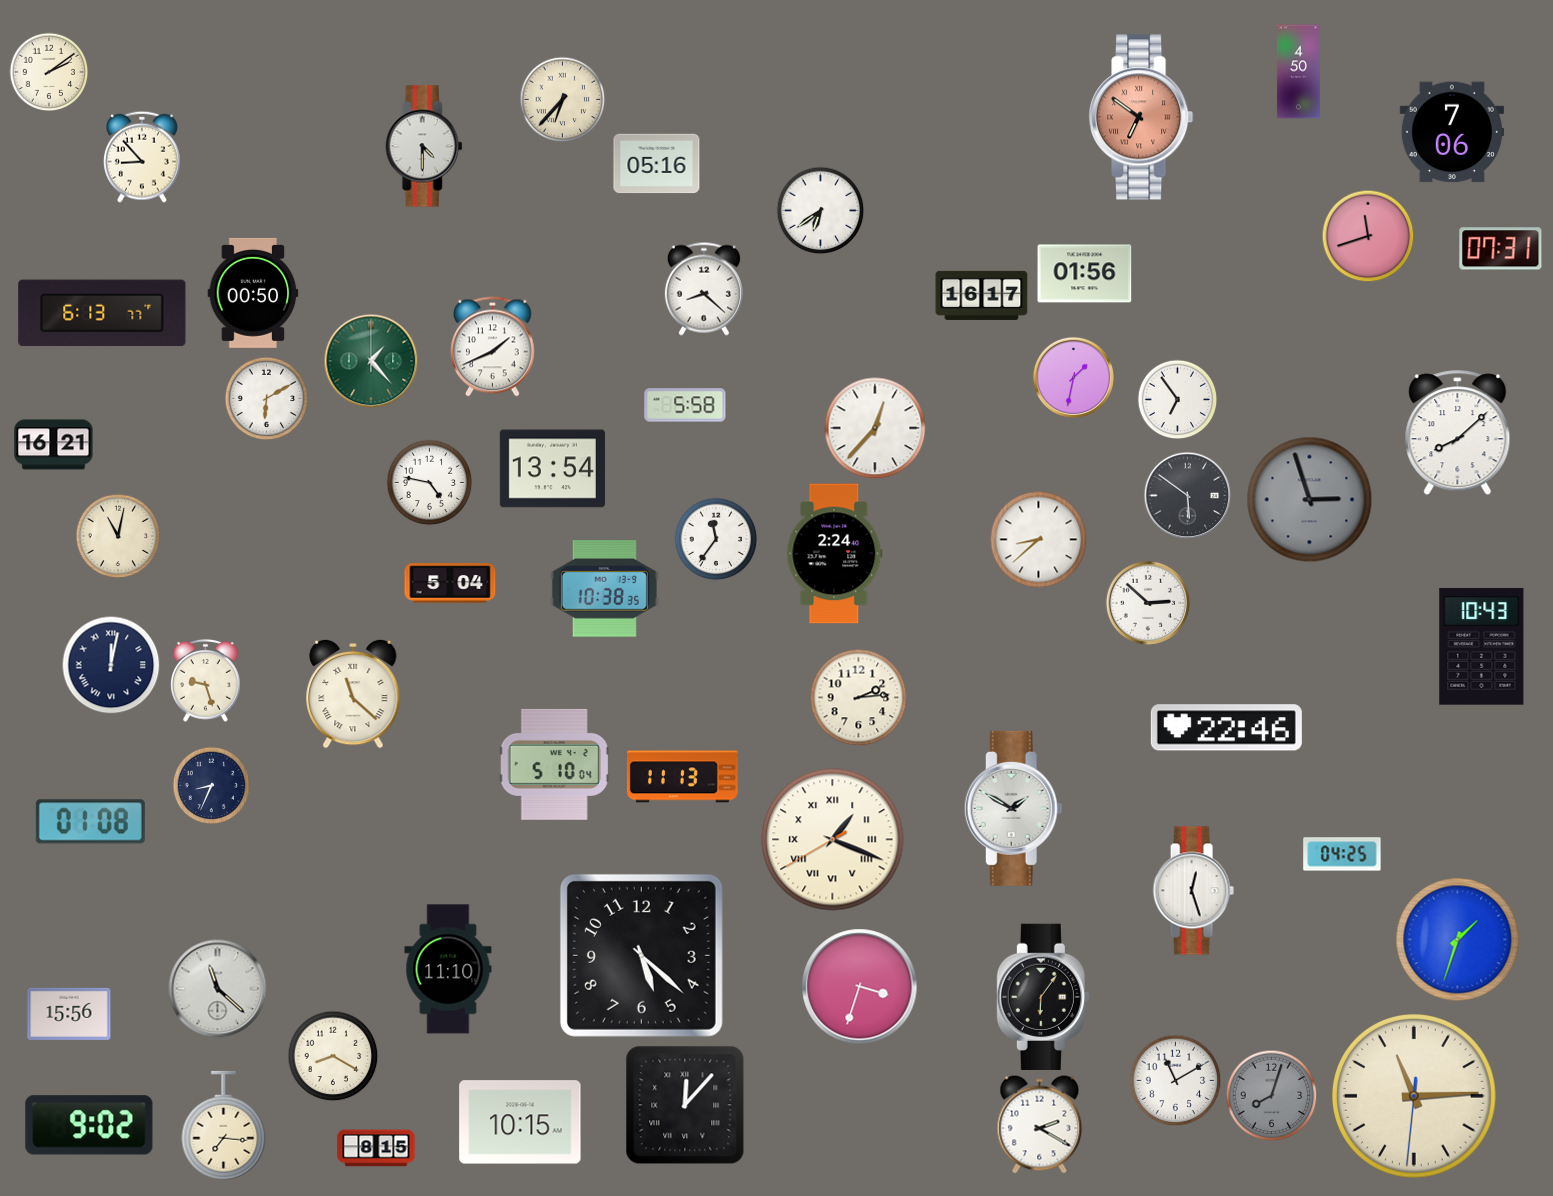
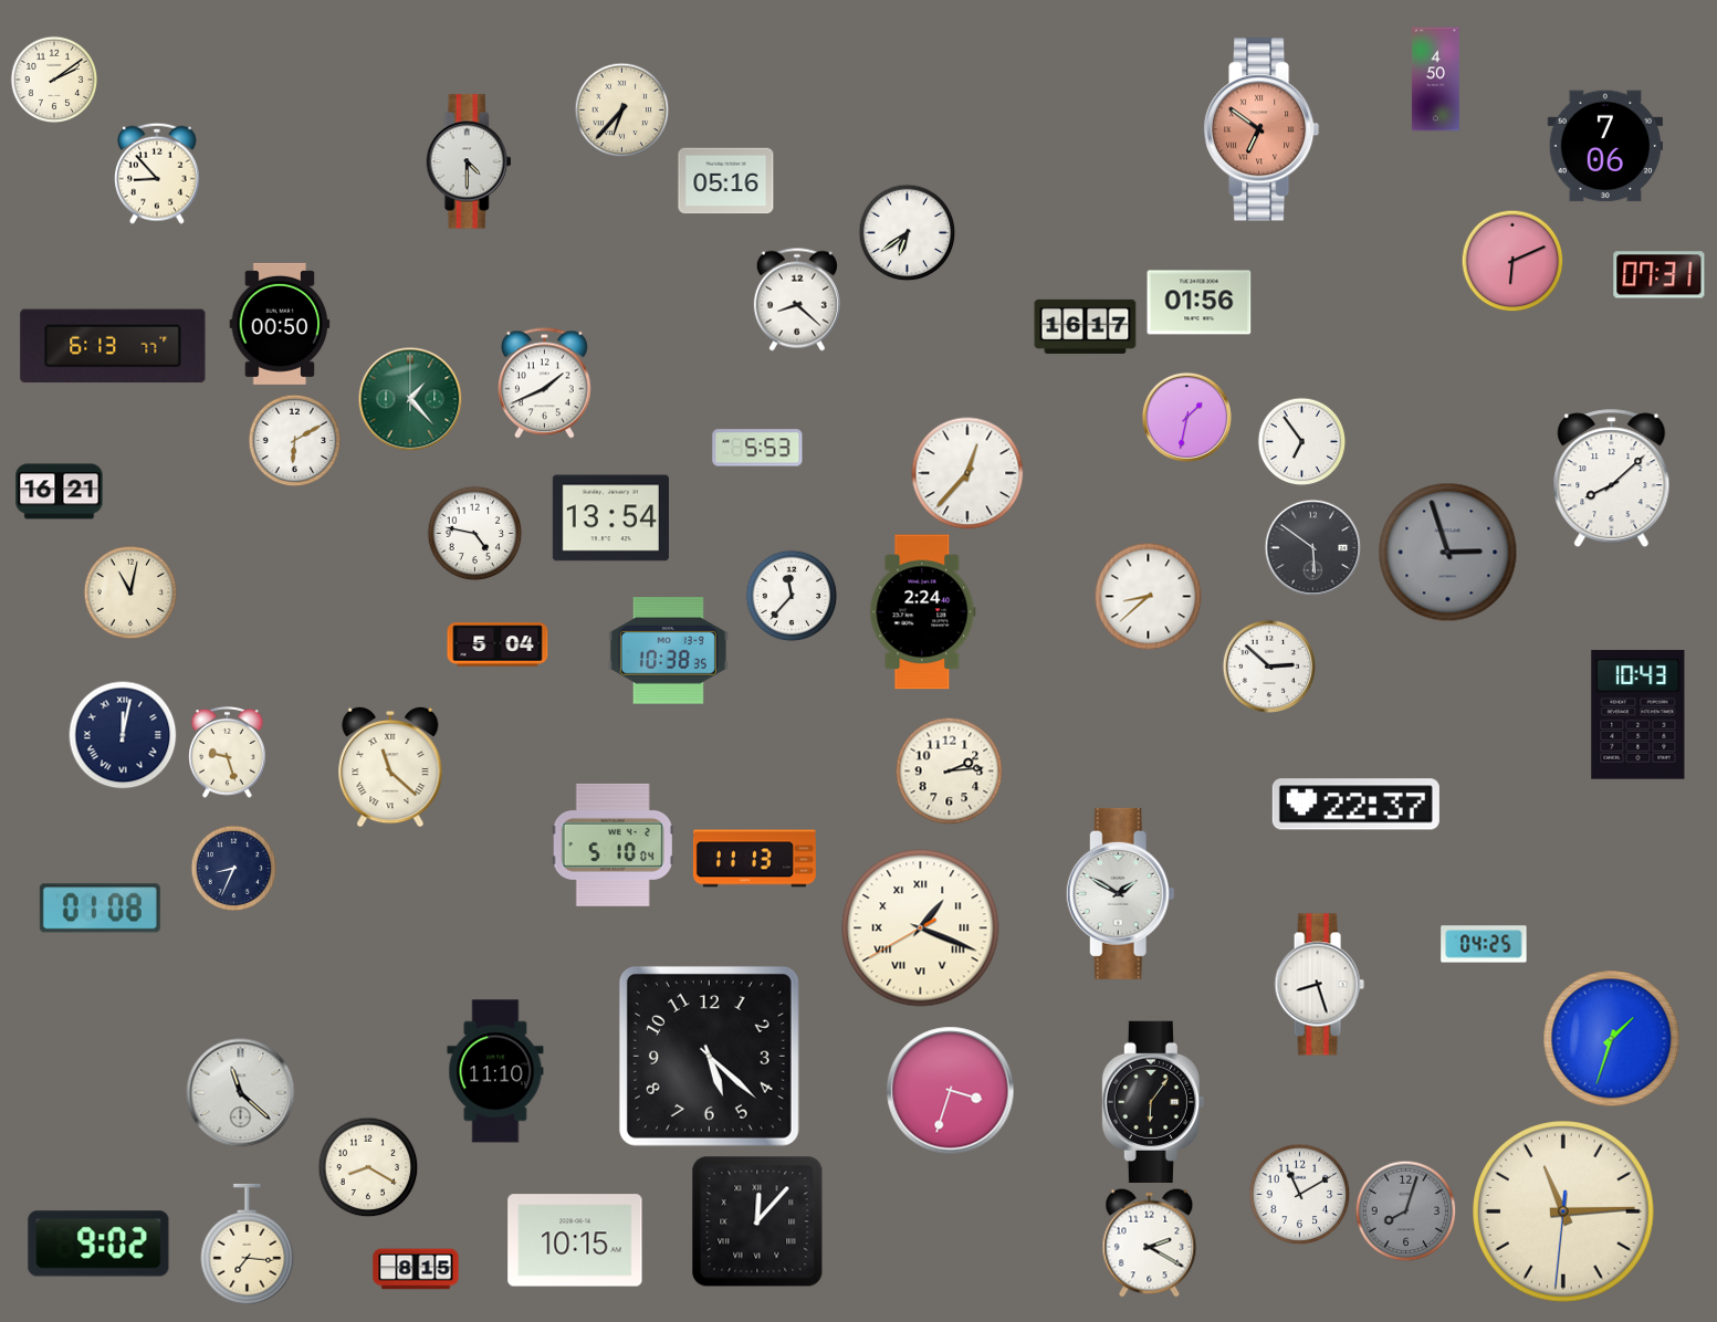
clock at (1368, 236): 11:42 -> 6:11
clock at (704, 289) position: (704, 289) -> (797, 300)
clock at (685, 405): 5:58 -> 5:53
clock at (716, 539): 11:36 -> 11:37
clock at (1226, 728): 22:46 -> 22:37
clock at (1193, 891): 12:27 -> 8:27
clock at (69, 1014): 15:56 -> none
